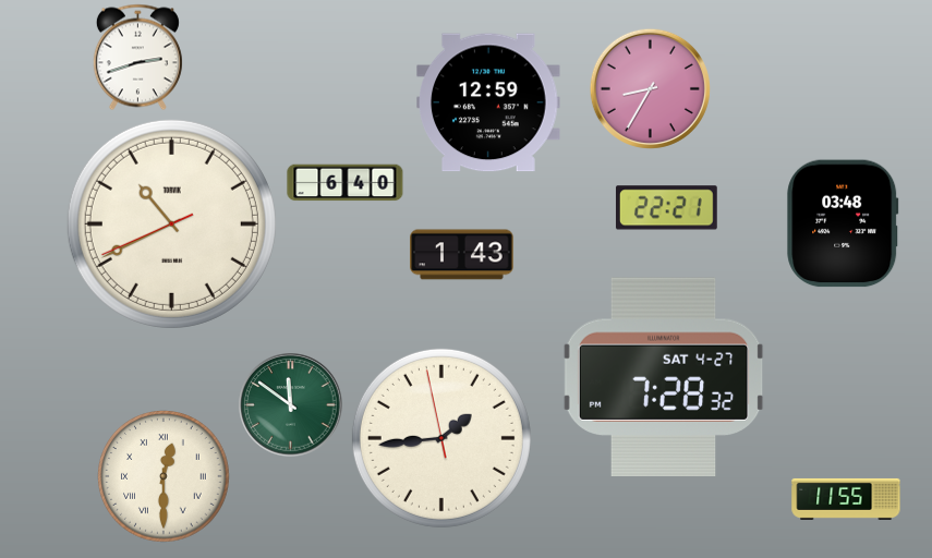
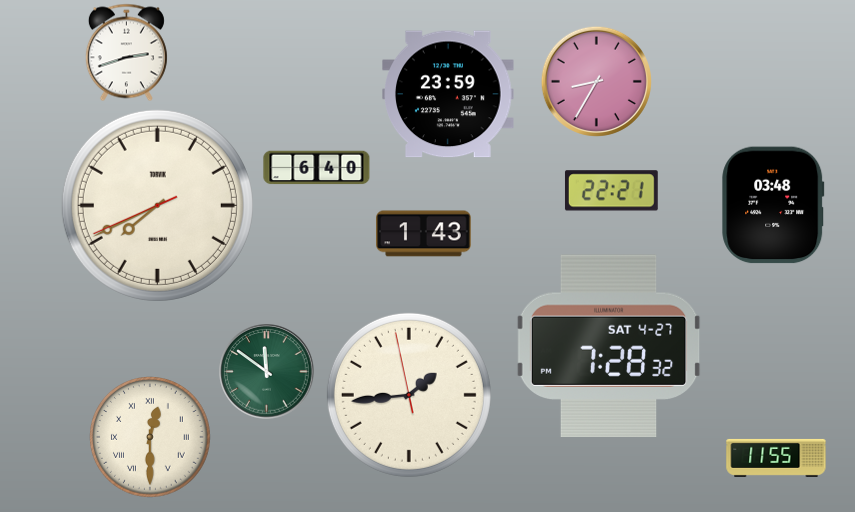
clock at (488, 102): 12:59 -> 23:59
clock at (171, 223): 10:40 -> 7:40
clock at (441, 438) position: (441, 438) -> (409, 395)
